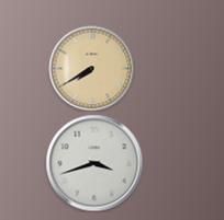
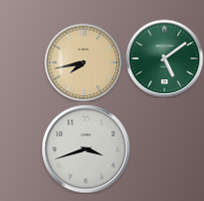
clock at (164, 58): none -> 5:09
clock at (91, 68): 7:40 -> 7:43
